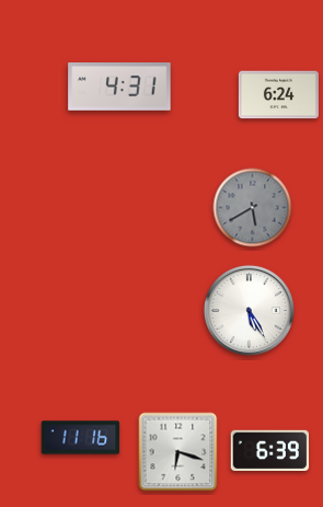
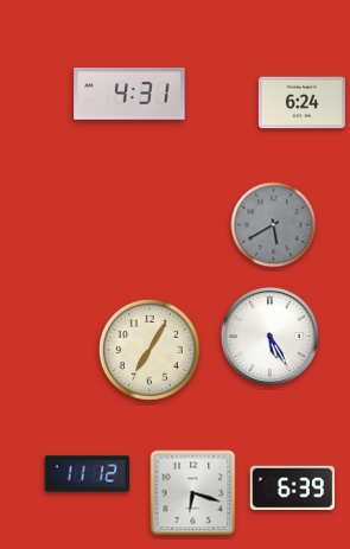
clock at (149, 350): none -> 7:05
clock at (81, 438): 11:16 -> 11:12
clock at (178, 452) position: (178, 452) -> (193, 493)
